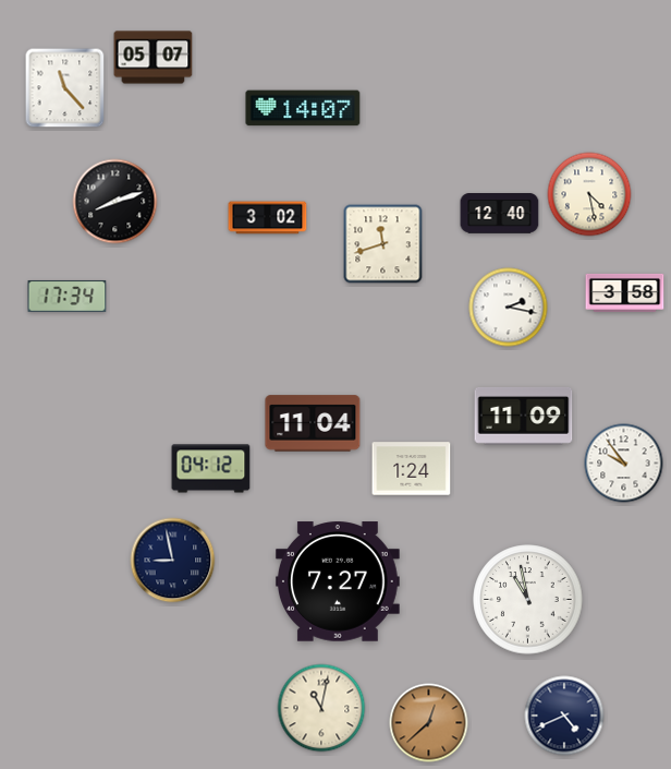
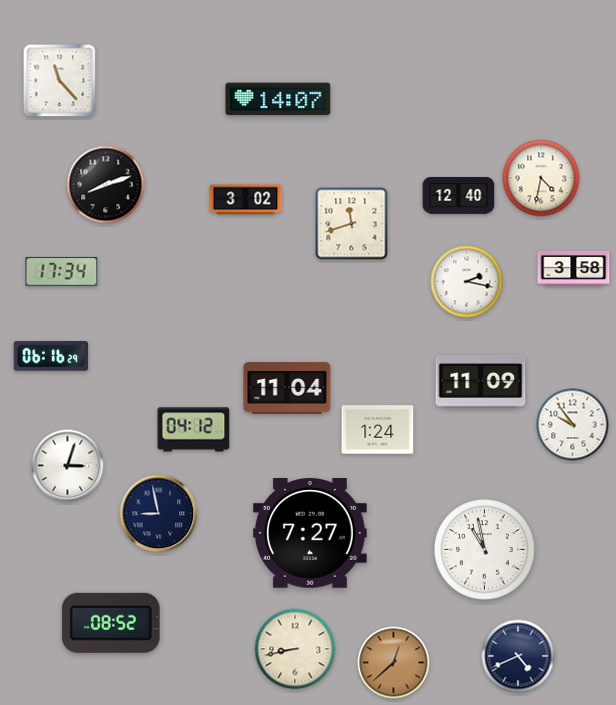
clock at (154, 58): 05:07 -> none
clock at (589, 194): 4:28 -> 4:32
clock at (51, 356): none -> 06:16
clock at (68, 466): none -> 3:03
clock at (111, 623): none -> 08:52
clock at (321, 708): 11:02 -> 8:43
